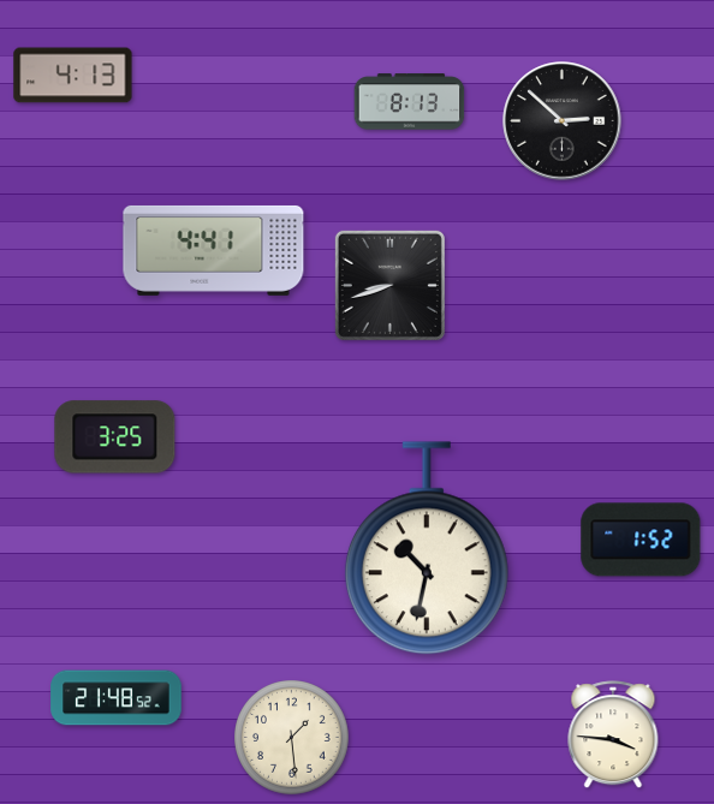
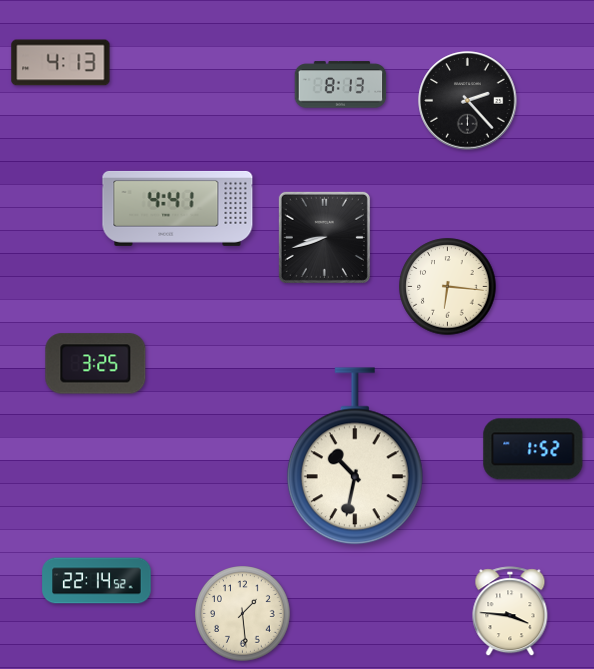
clock at (563, 121): 2:52 -> 2:23
clock at (448, 287): none -> 6:16
clock at (117, 698): 21:48 -> 22:14
